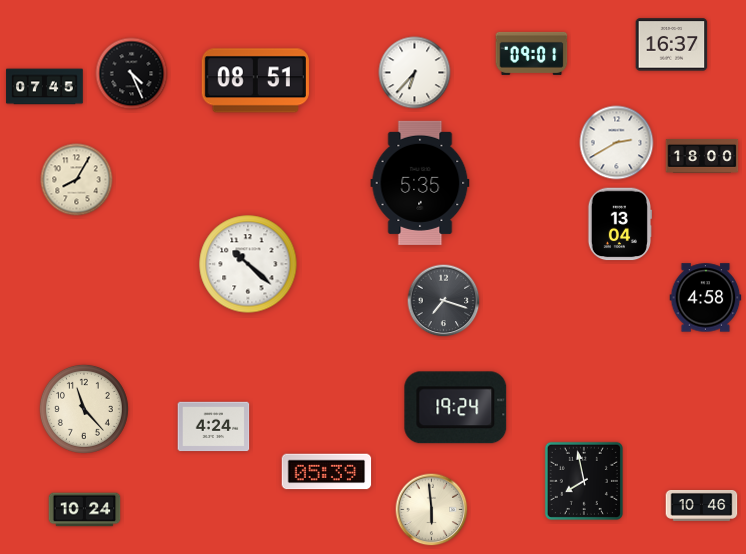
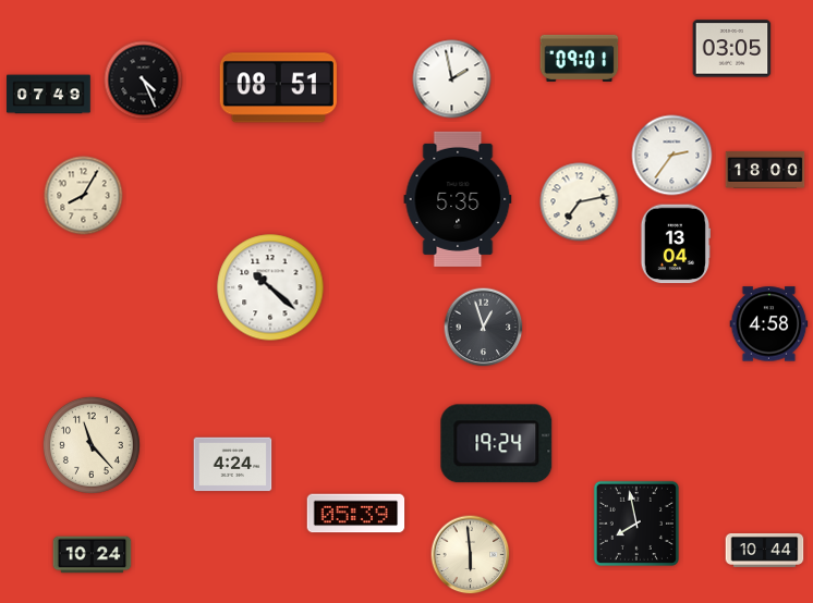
clock at (672, 45): 16:37 -> 03:05
clock at (415, 73): 6:37 -> 1:58
clock at (45, 87): 07:45 -> 07:49
clock at (617, 143): 2:40 -> 2:36
clock at (580, 202): none -> 7:13
clock at (444, 301): 7:18 -> 12:57
clock at (702, 506): 10:46 -> 10:44
